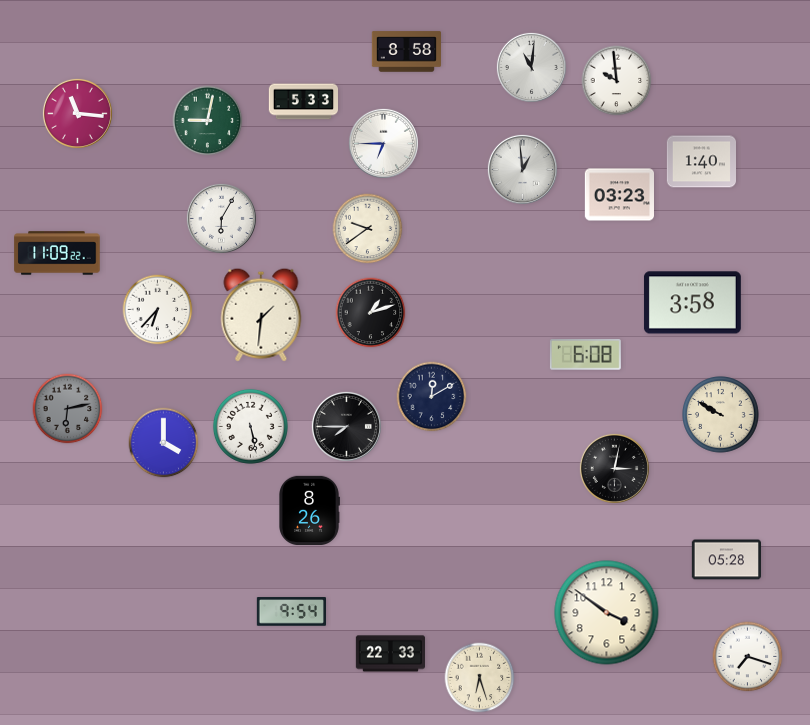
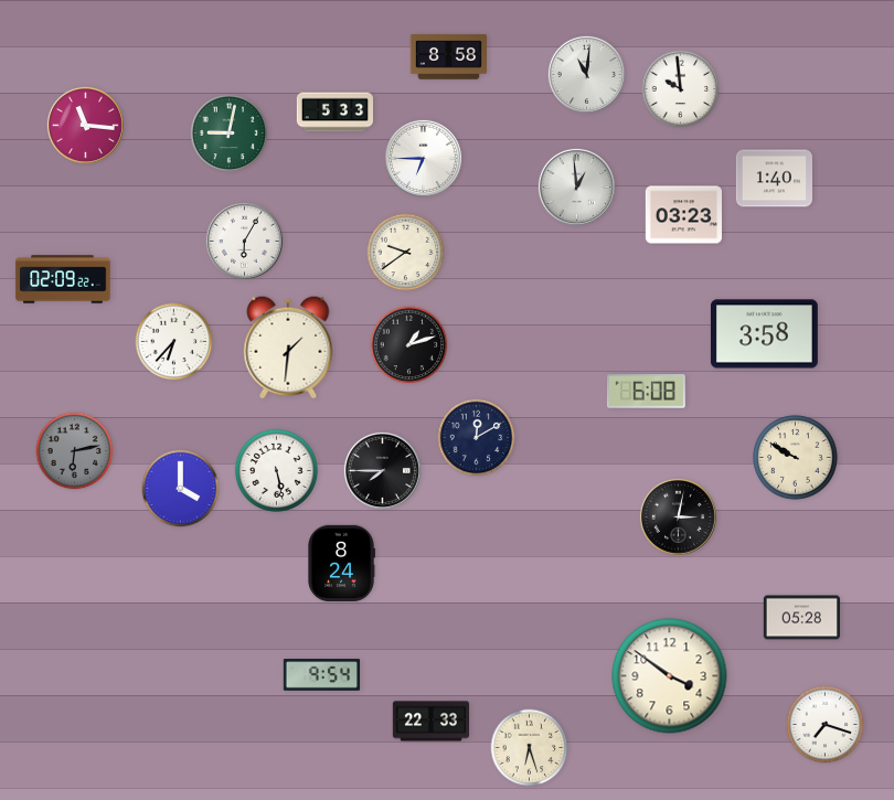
clock at (57, 253): 11:09 -> 02:09
clock at (309, 510): 8:26 -> 8:24
